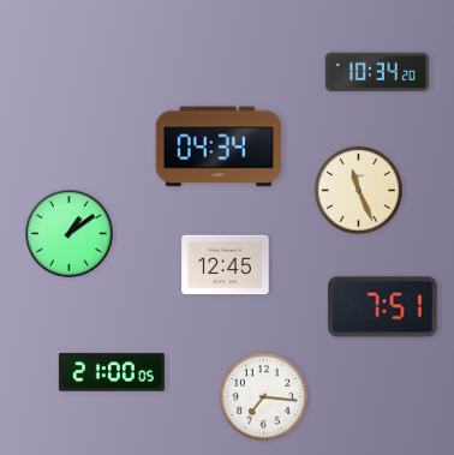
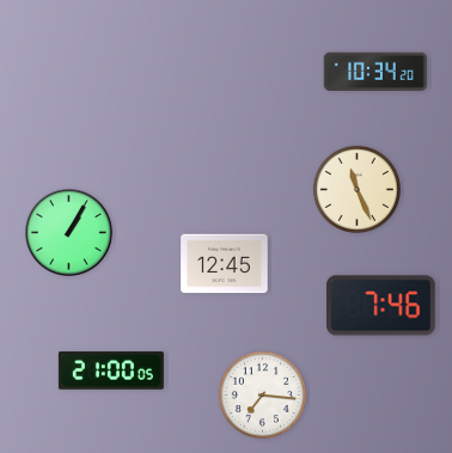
clock at (219, 146): 04:34 -> none
clock at (70, 234): 1:09 -> 1:05
clock at (383, 307): 7:51 -> 7:46
